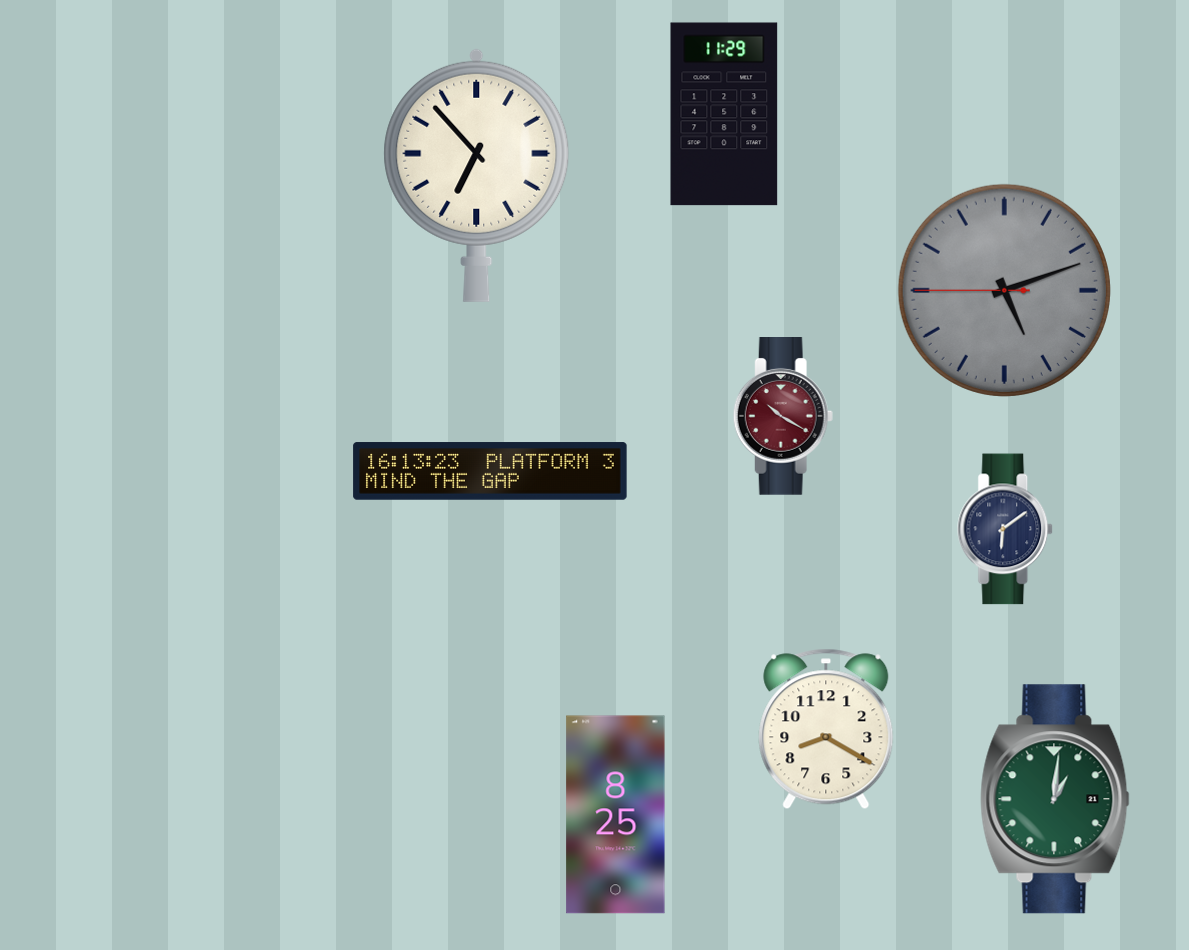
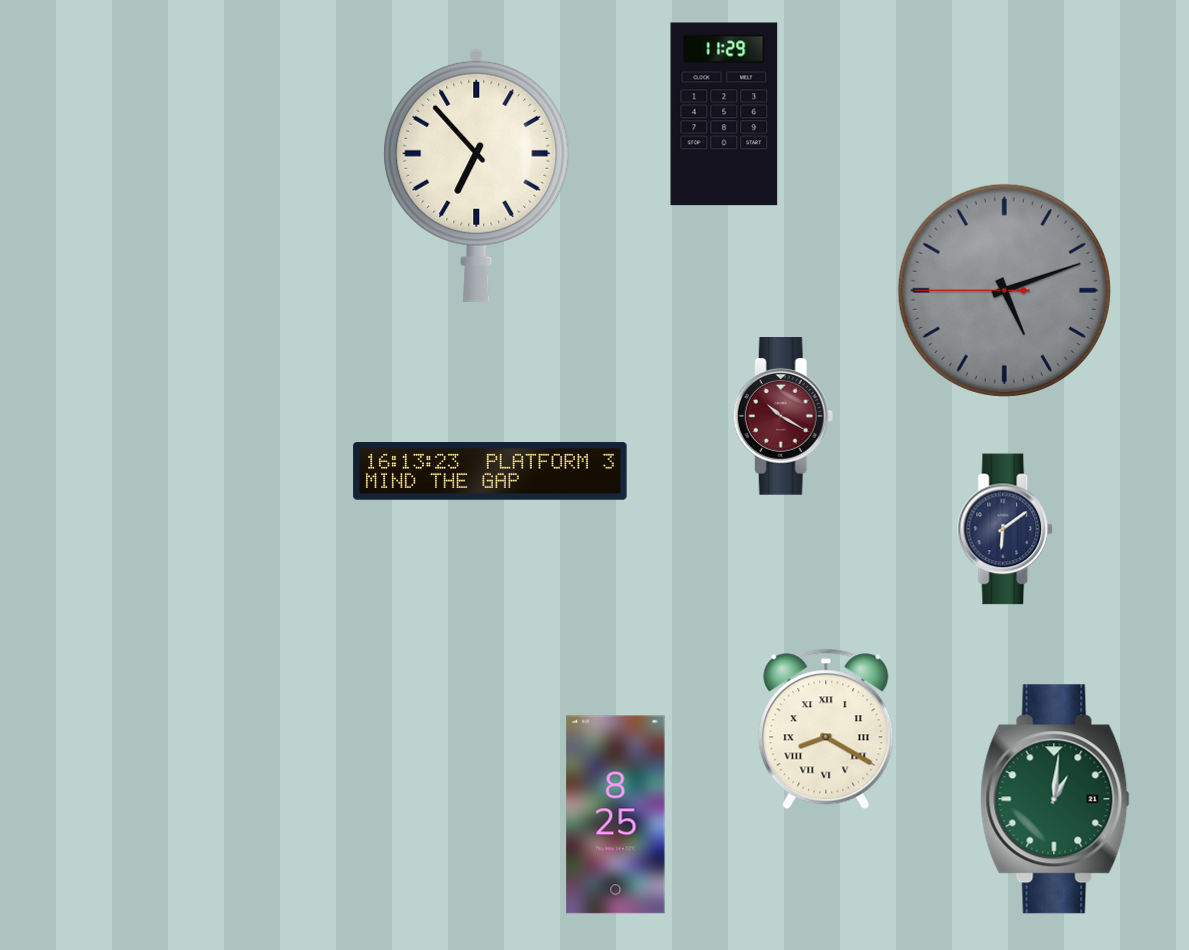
clock at (826, 729) numerals: Arabic -> Roman
